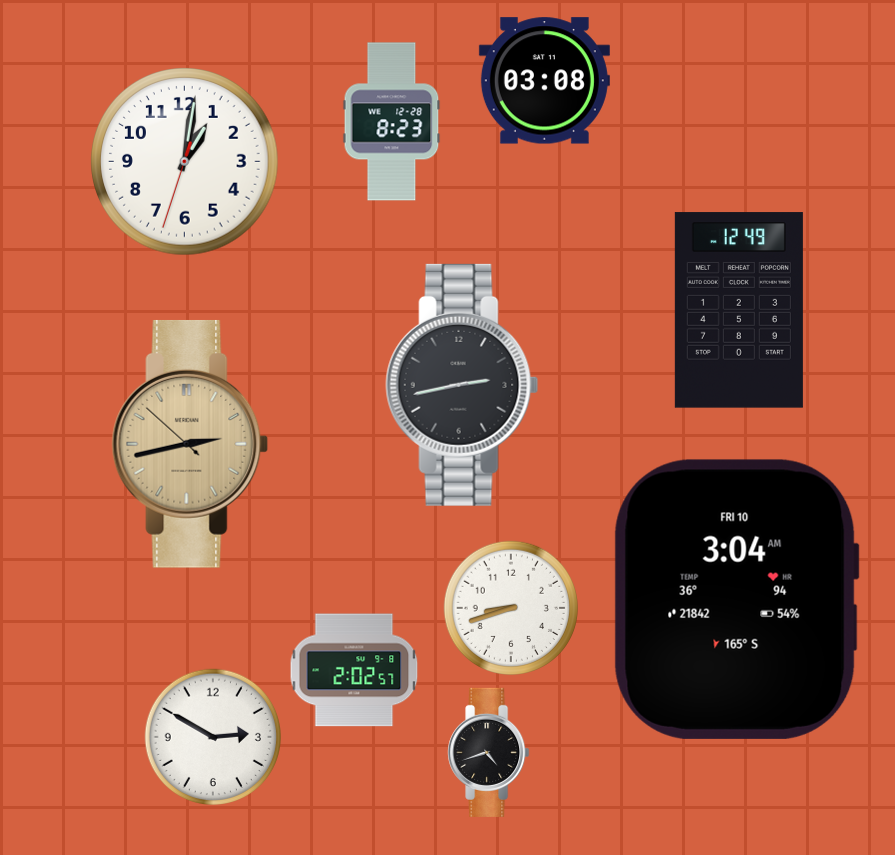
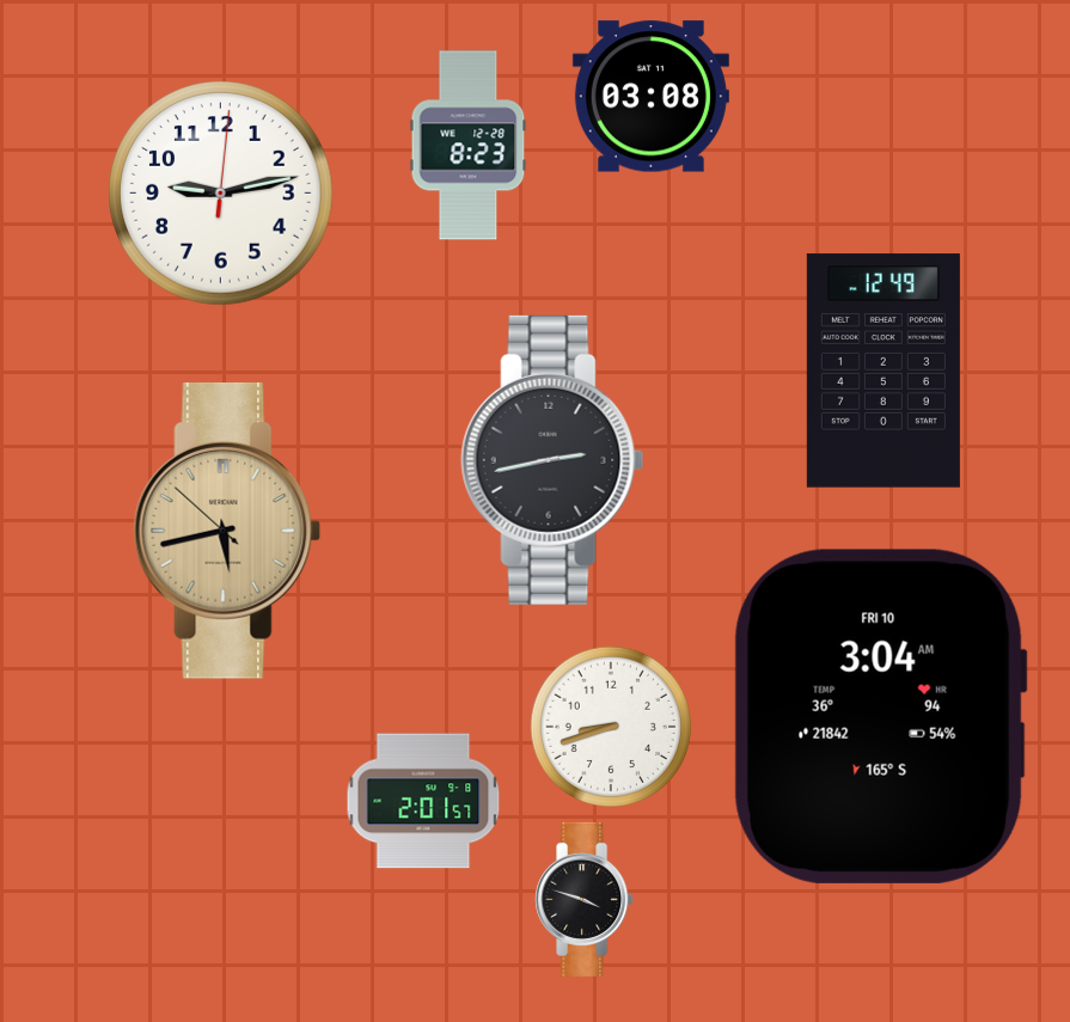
clock at (185, 162): 1:01 -> 9:13
clock at (190, 444): 2:42 -> 5:42
clock at (354, 670): 2:02 -> 2:01
clock at (212, 736): 2:50 -> none
clock at (489, 752): 4:42 -> 3:48
